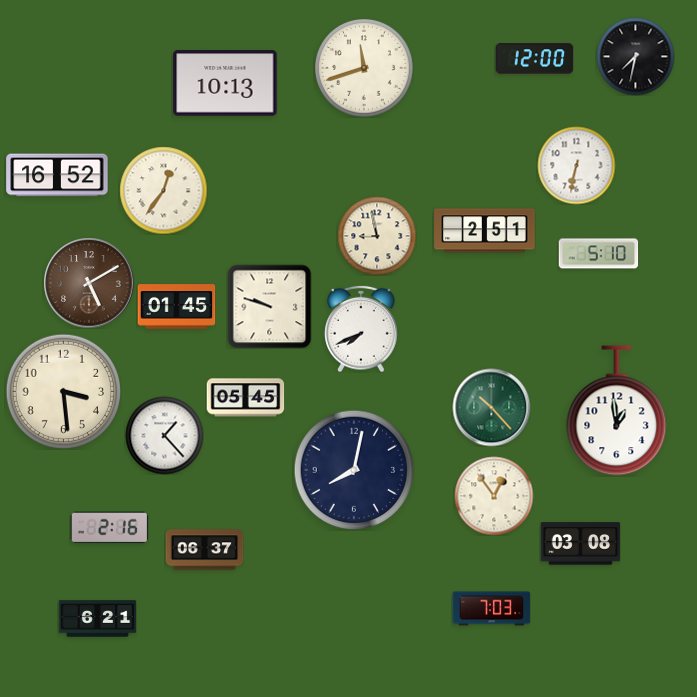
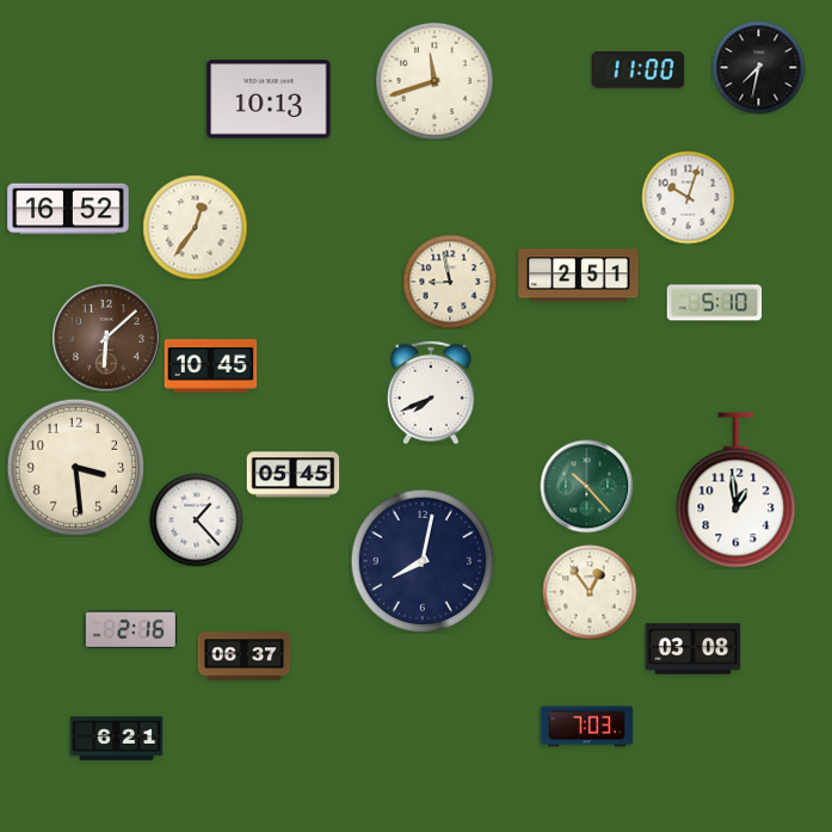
clock at (534, 59): 12:00 -> 11:00
clock at (576, 165): 6:32 -> 10:03
clock at (89, 283): 5:10 -> 6:08
clock at (269, 306): 9:48 -> none
clock at (176, 307): 01:45 -> 10:45
